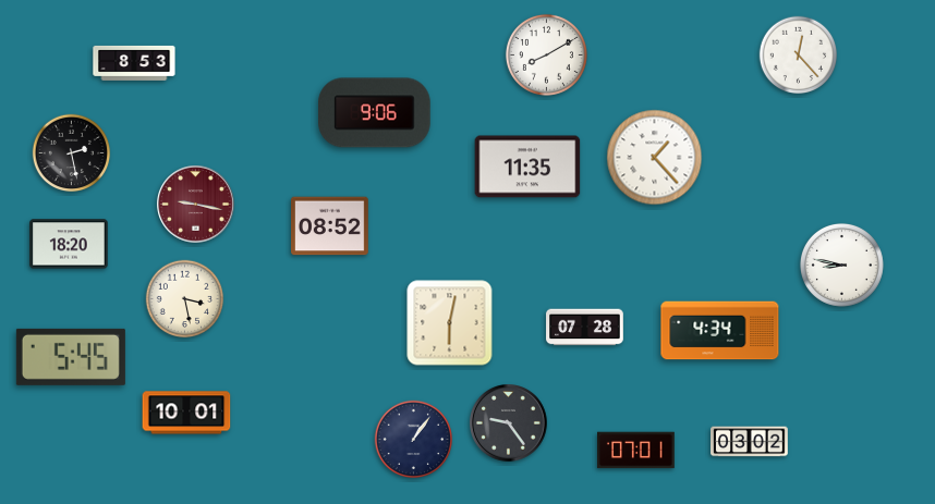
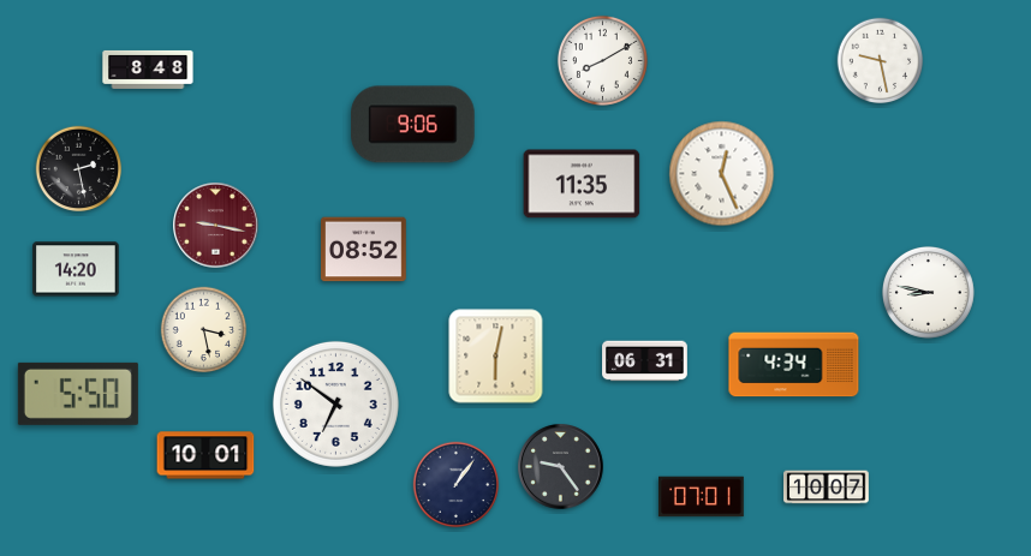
clock at (799, 56): 12:23 -> 9:28
clock at (134, 63): 8:53 -> 8:48
clock at (655, 158): 1:23 -> 12:26
clock at (69, 244): 18:20 -> 14:20
clock at (585, 328): 07:28 -> 06:31
clock at (71, 357): 5:45 -> 5:50
clock at (335, 403): none -> 6:51
clock at (750, 442): 03:02 -> 10:07
